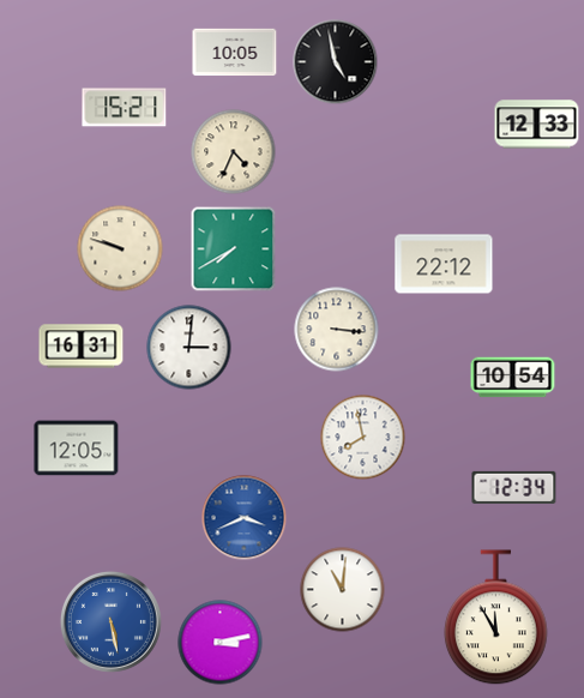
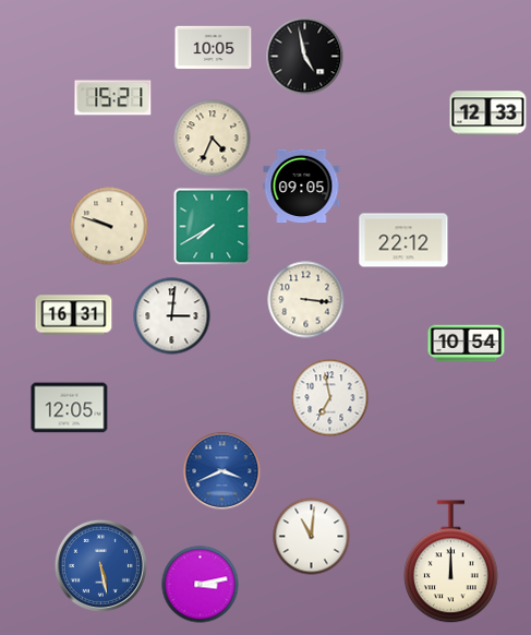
clock at (302, 187): none -> 09:05
clock at (363, 438): 7:58 -> 6:58
clock at (514, 487): 12:34 -> none
clock at (495, 618): 11:55 -> 12:00
